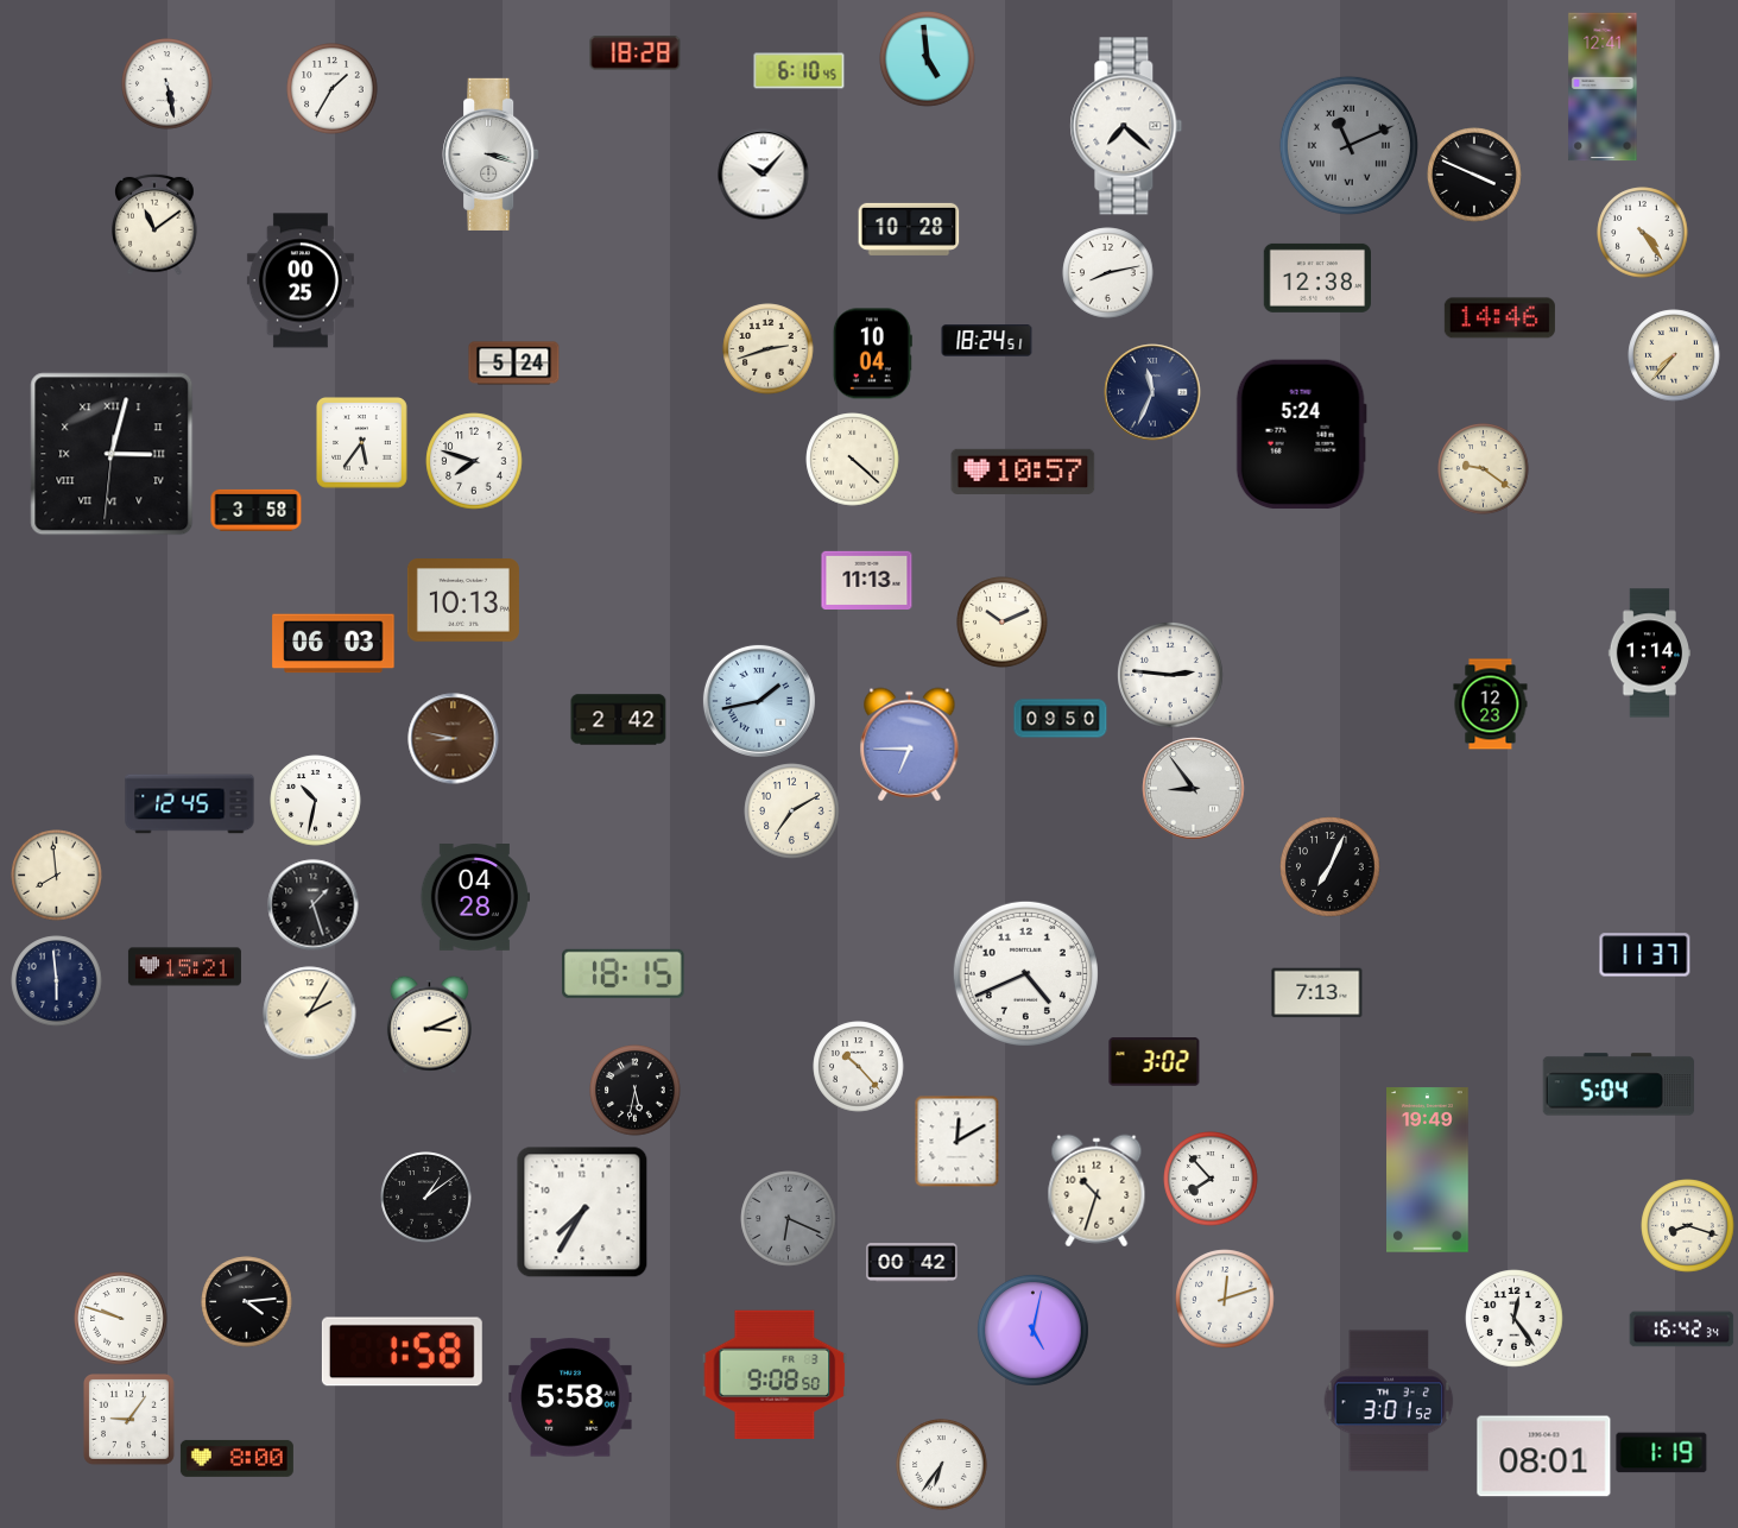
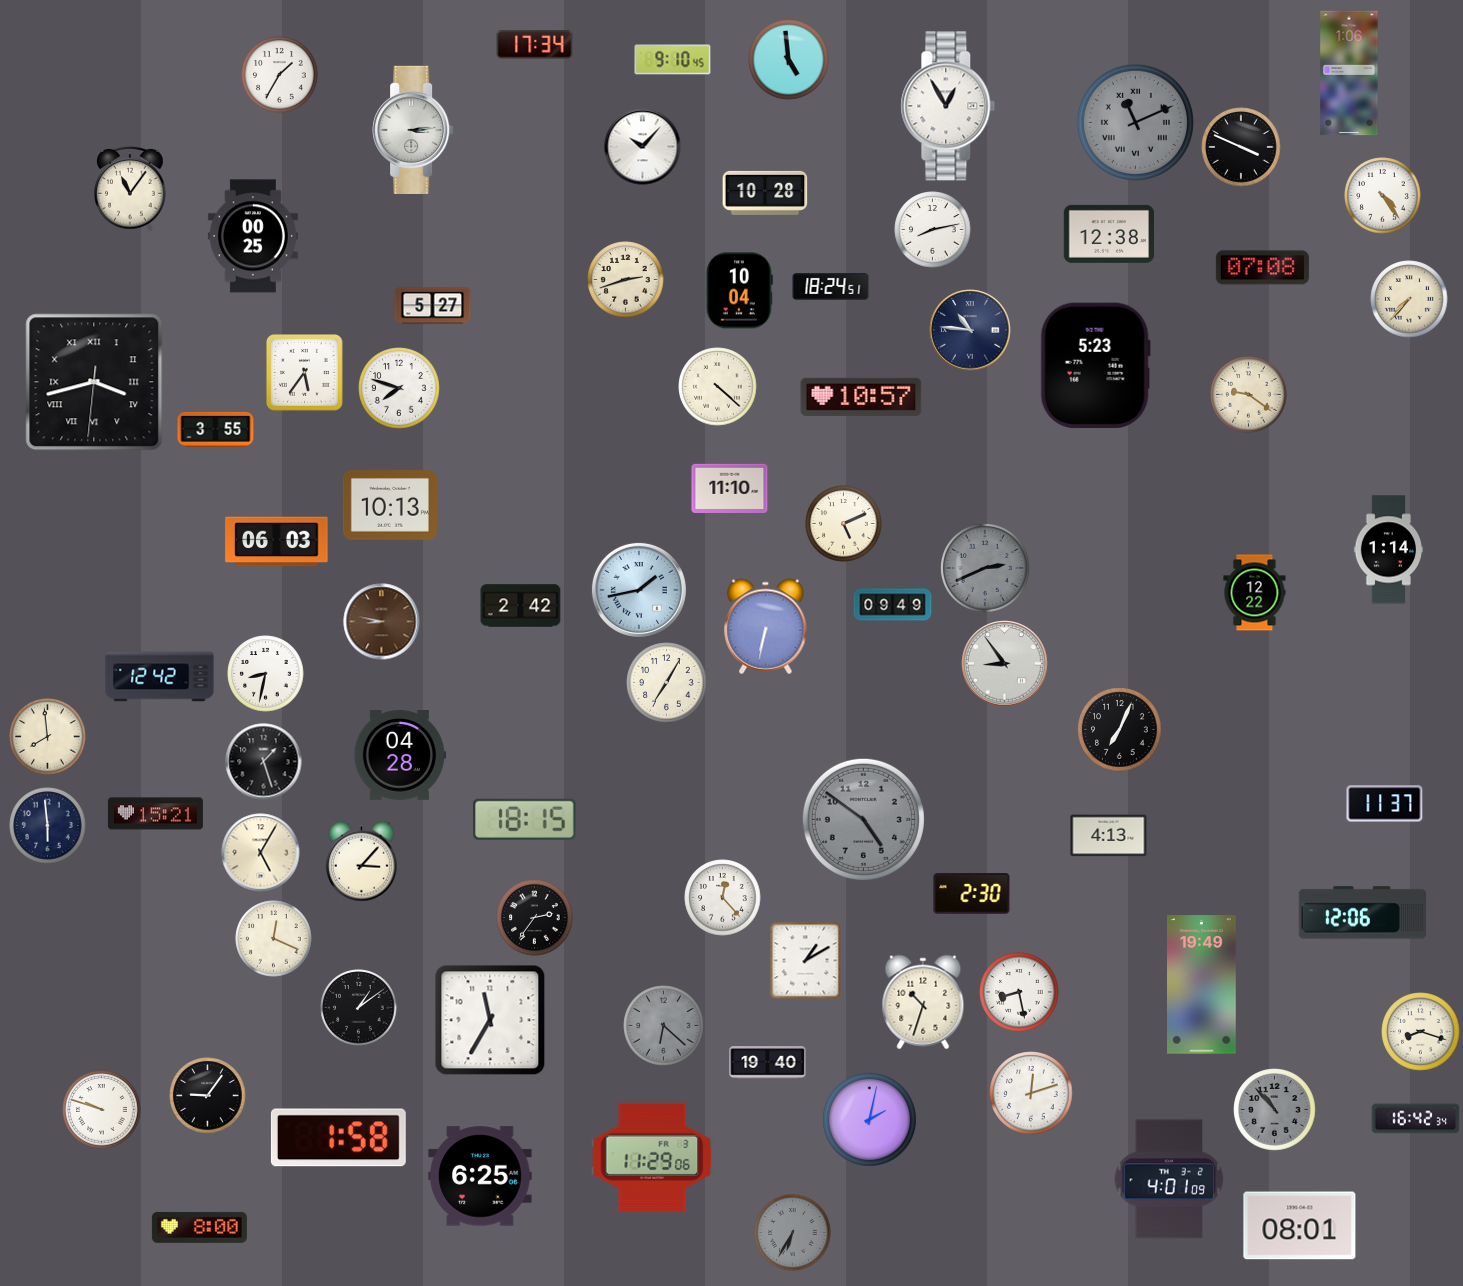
clock at (636, 53): 18:28 -> 17:34
clock at (928, 59) position: (928, 59) -> (789, 60)
clock at (800, 71): 6:10 -> 9:10
clock at (168, 84): 5:28 -> none
clock at (1603, 87): 12:41 -> 1:06
clock at (1126, 126): 7:22 -> 12:55
clock at (491, 154): 3:18 -> 3:14
clock at (156, 225): 11:09 -> 11:06
clock at (1499, 318): 14:46 -> 07:08
clock at (769, 349) position: (769, 349) -> (626, 280)
clock at (872, 354) position: (872, 354) -> (739, 291)
clock at (514, 364): 5:24 -> 5:27
clock at (1152, 392): 11:34 -> 10:46
clock at (1301, 435): 5:24 -> 5:23
clock at (112, 454): 3:02 -> 3:42
clock at (257, 510): 3:58 -> 3:55
clock at (867, 580): 11:13 -> 11:10
clock at (1003, 623): 10:11 -> 5:11
clock at (334, 644) position: (334, 644) -> (277, 542)
clock at (1171, 676): 2:46 -> 2:41
clock at (1171, 676) dial: white -> grey
clock at (1491, 705): 12:23 -> 12:22
clock at (1061, 719): 09:50 -> 09:49
clock at (910, 745): 6:45 -> 6:32
clock at (316, 801): 10:32 -> 8:32
clock at (190, 804): 12:45 -> 12:42
clock at (792, 812): 7:10 -> 7:05
clock at (1025, 973): 4:41 -> 4:51
clock at (1025, 973) dial: white -> grey
clock at (1317, 993): 7:13 -> 4:13
clock at (310, 1014): 2:05 -> 5:05
clock at (429, 1024): 3:11 -> 3:07
clock at (1155, 1062): 3:02 -> 2:30
clock at (859, 1067): 10:23 -> 12:23
clock at (1619, 1085): 5:04 -> 12:06
clock at (636, 1091): 5:32 -> 2:36
clock at (274, 939): none -> 12:19
clock at (958, 1141): 12:10 -> 1:10
clock at (1211, 1179): 7:53 -> 8:28
clock at (582, 1212): 7:35 -> 11:35
clock at (789, 1219): 6:19 -> 6:22
clock at (912, 1263): 00:42 -> 19:40
clock at (247, 1302): 4:14 -> 9:06
clock at (1515, 1319): 12:24 -> 10:53
clock at (1515, 1319) dial: white -> grey
clock at (1032, 1330): 5:02 -> 2:02
clock at (775, 1374): 9:08 -> 11:29
clock at (570, 1397): 5:58 -> 6:25
clock at (1389, 1401): 3:01 -> 4:01
clock at (129, 1420): 9:06 -> none
clock at (1662, 1453): 1:19 -> none
clock at (942, 1465): 6:36 -> 6:35
clock at (942, 1465) dial: white -> grey
